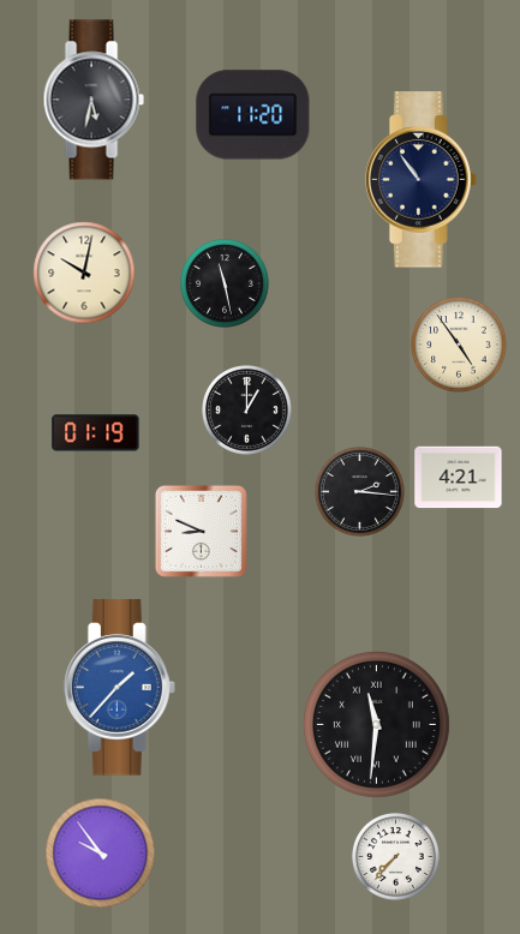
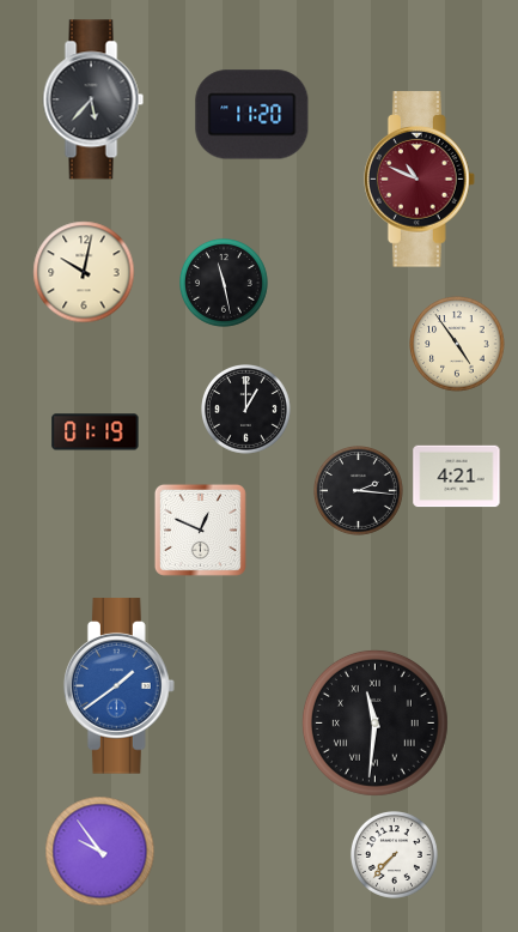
clock at (94, 100): 5:32 -> 5:37
clock at (420, 180): 10:54 -> 10:49
clock at (420, 180) dial: navy -> burgundy
clock at (201, 531): 8:49 -> 12:49
clock at (119, 688): 1:37 -> 1:39
